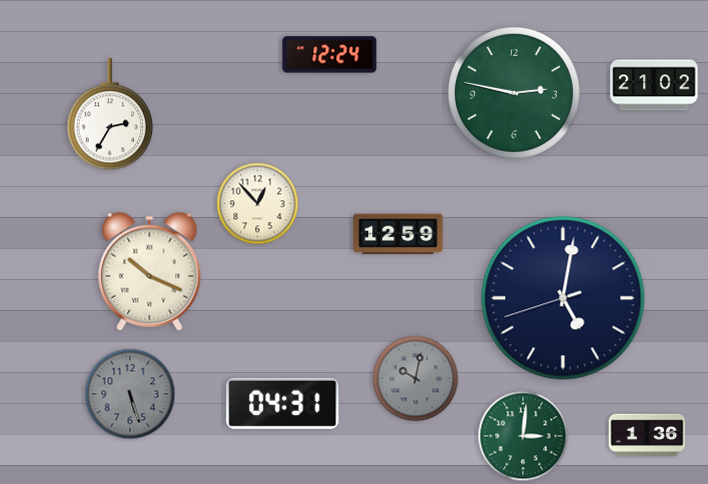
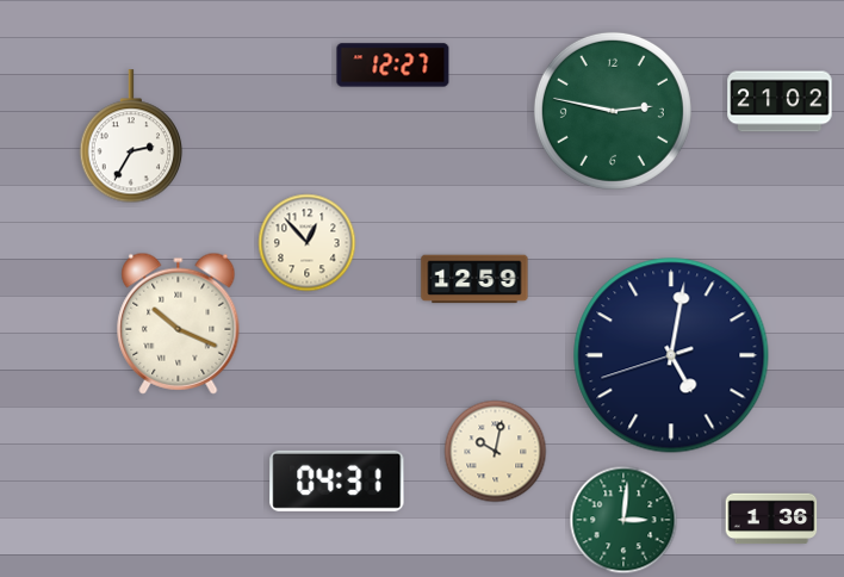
clock at (330, 55): 12:24 -> 12:27
clock at (416, 379) dial: grey -> cream
clock at (130, 394): 5:27 -> none
